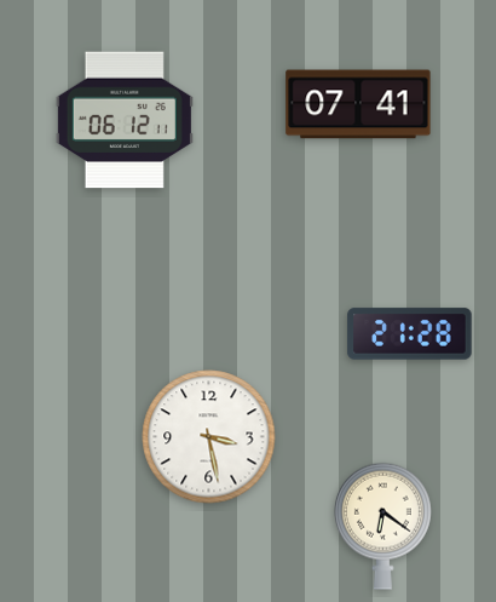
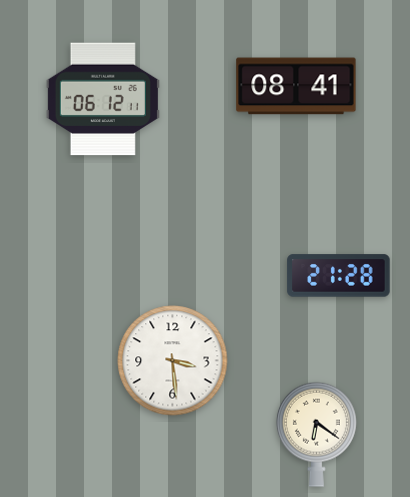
clock at (358, 104): 07:41 -> 08:41
clock at (209, 437): 3:28 -> 3:29
